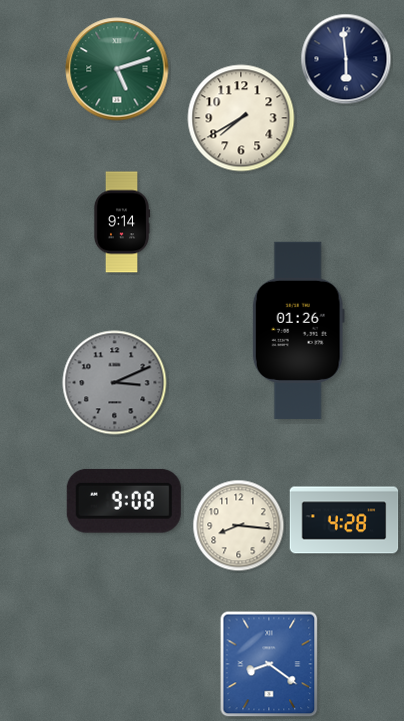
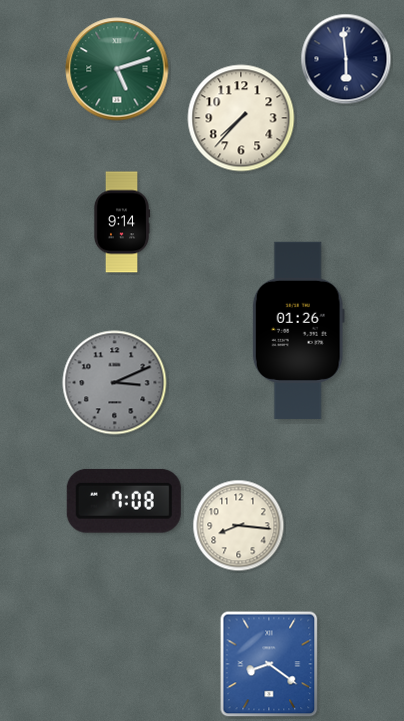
clock at (241, 118): 7:40 -> 7:37
clock at (124, 501): 9:08 -> 7:08
clock at (344, 520): 4:28 -> none
